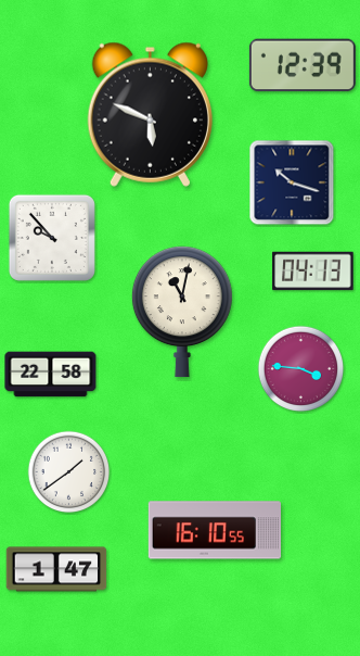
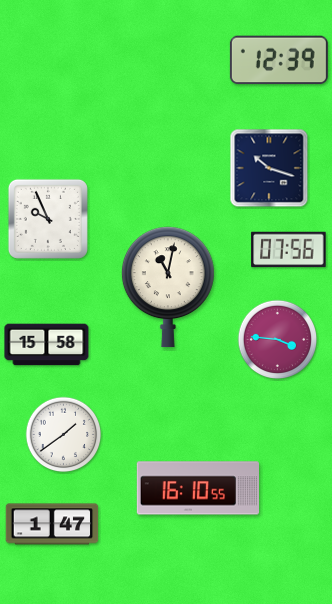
clock at (150, 114): 5:49 -> none
clock at (52, 238): 9:53 -> 9:56
clock at (313, 272): 04:13 -> 07:56
clock at (51, 375): 22:58 -> 15:58
